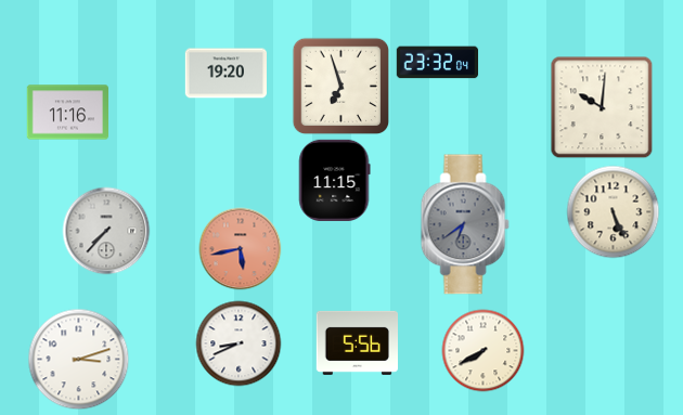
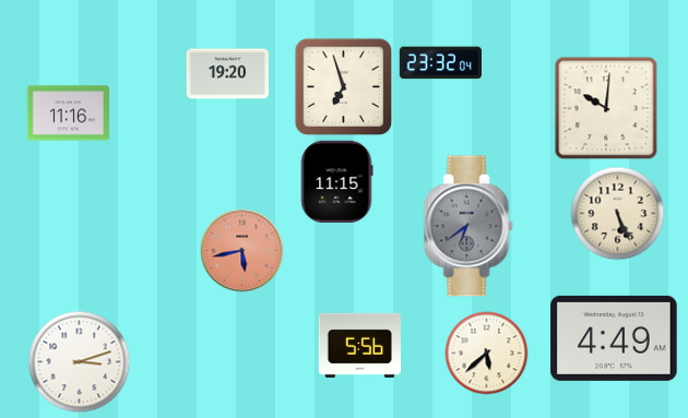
clock at (106, 231): 7:37 -> none
clock at (614, 338): none -> 4:49
clock at (239, 343): 8:41 -> none
clock at (484, 351): 7:40 -> 5:38
